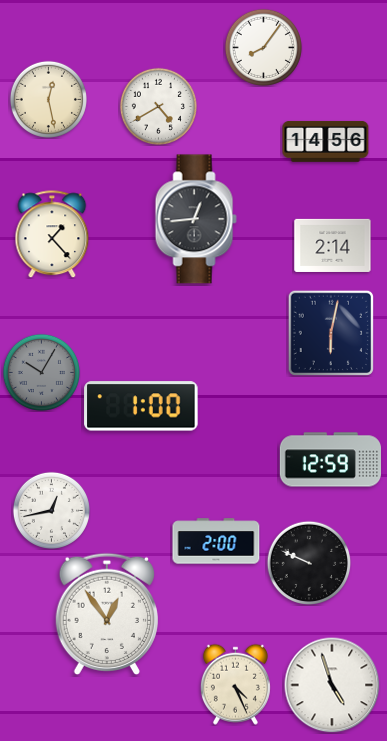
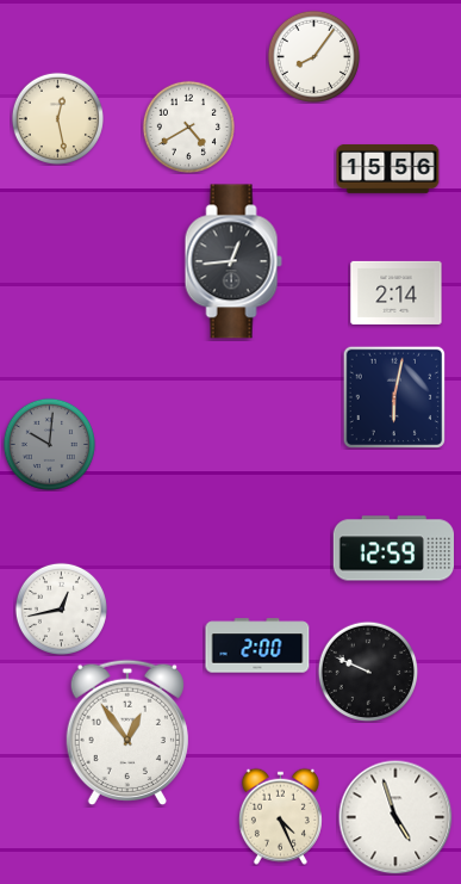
clock at (326, 141): 14:56 -> 15:56
clock at (52, 234): 1:23 -> none
clock at (41, 372): 10:05 -> 10:01
clock at (141, 406): 1:00 -> none
